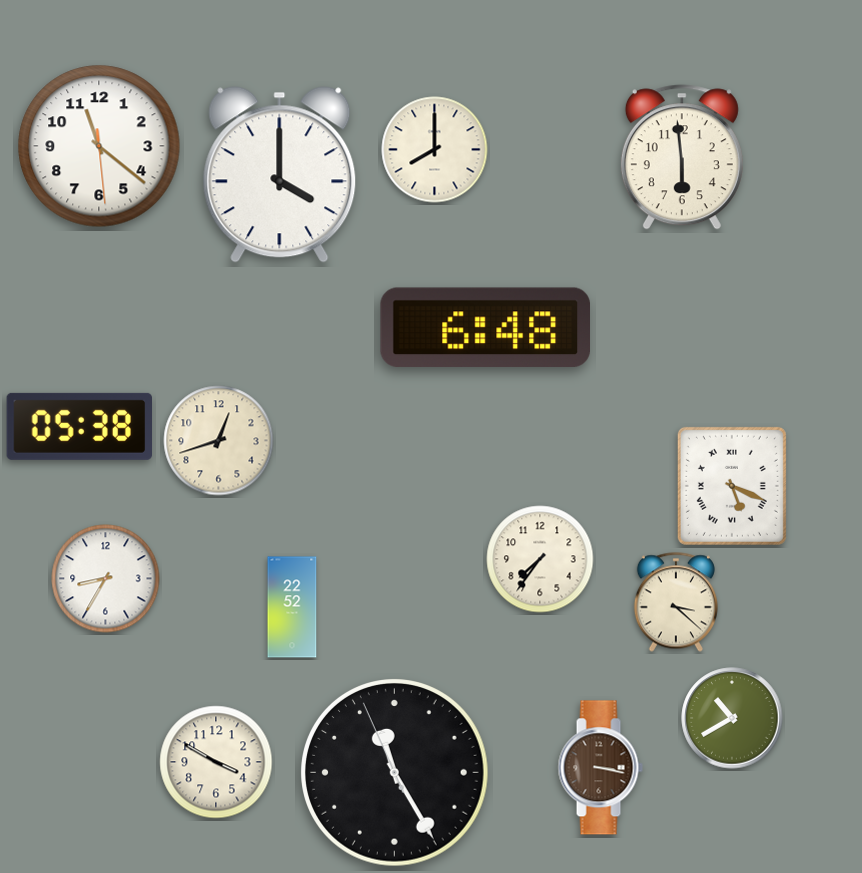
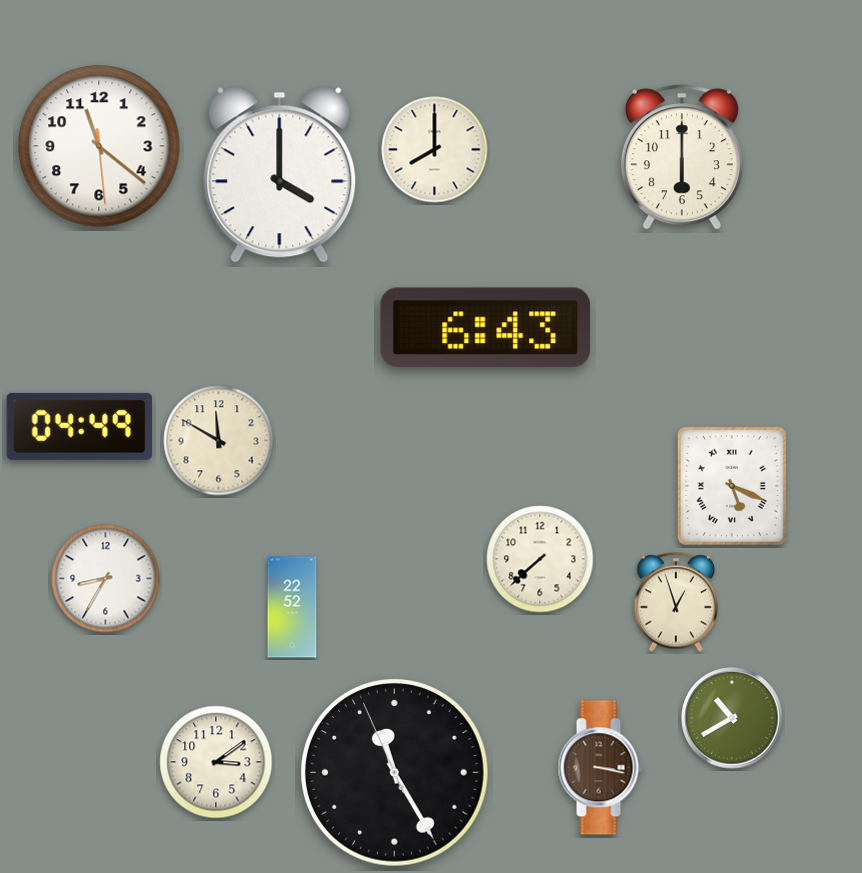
clock at (682, 157): 5:59 -> 6:00
clock at (485, 327): 6:48 -> 6:43
clock at (79, 426): 05:38 -> 04:49
clock at (219, 441): 12:42 -> 11:50
clock at (540, 559): 7:36 -> 7:38
clock at (676, 602): 3:22 -> 12:57
clock at (216, 762): 3:50 -> 3:09
